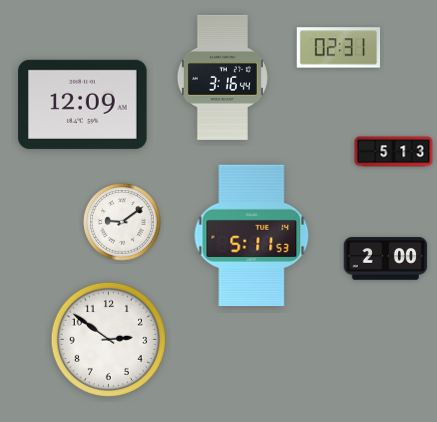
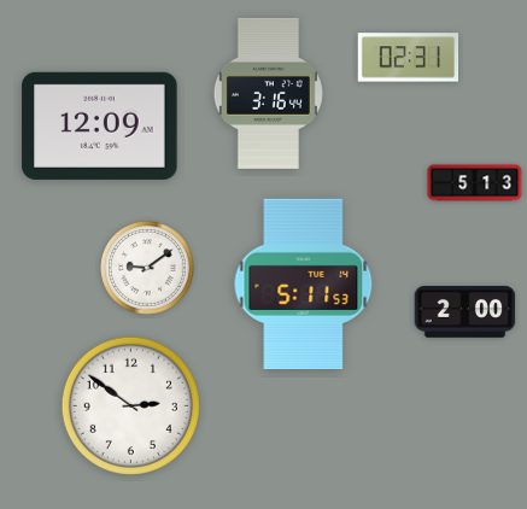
clock at (108, 339) position: (108, 339) -> (130, 405)
